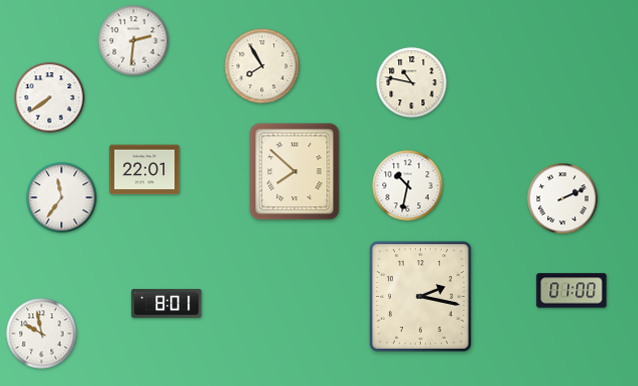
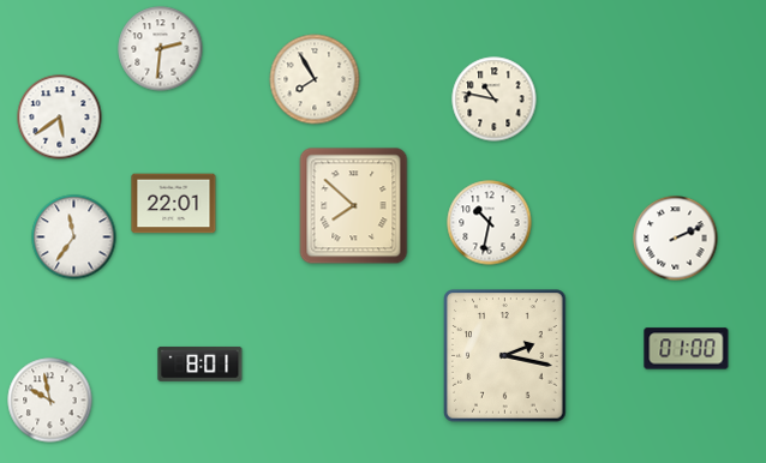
clock at (50, 98): 7:39 -> 5:39
